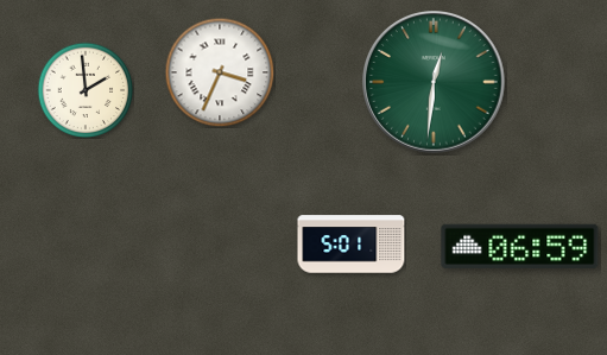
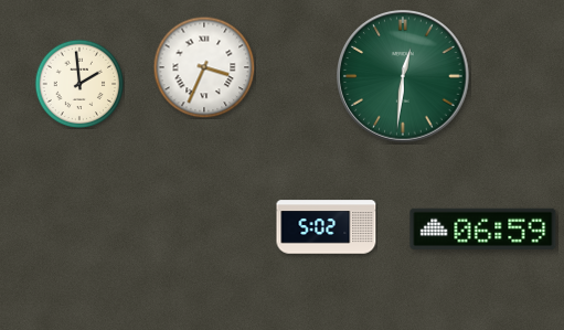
clock at (352, 245): 5:01 -> 5:02
